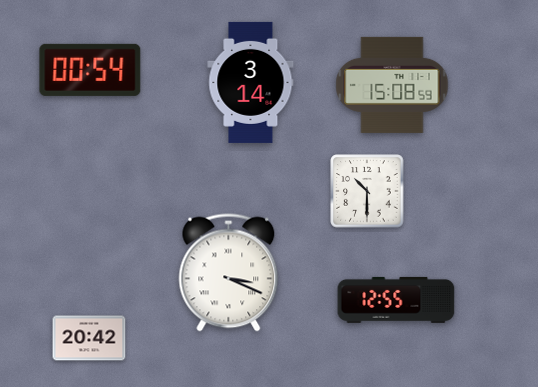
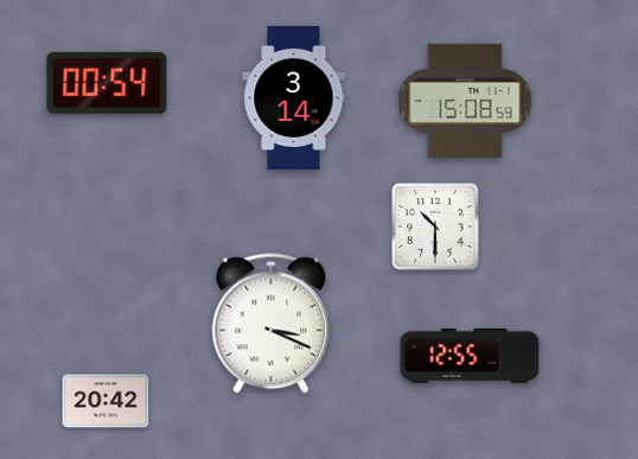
clock at (251, 82) position: (251, 82) -> (294, 97)
